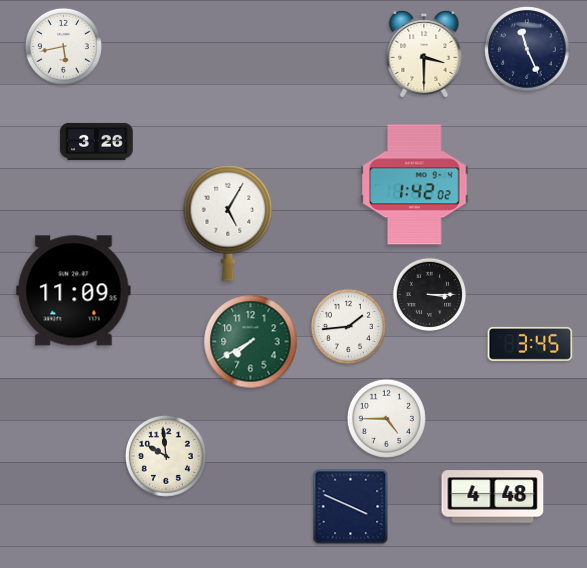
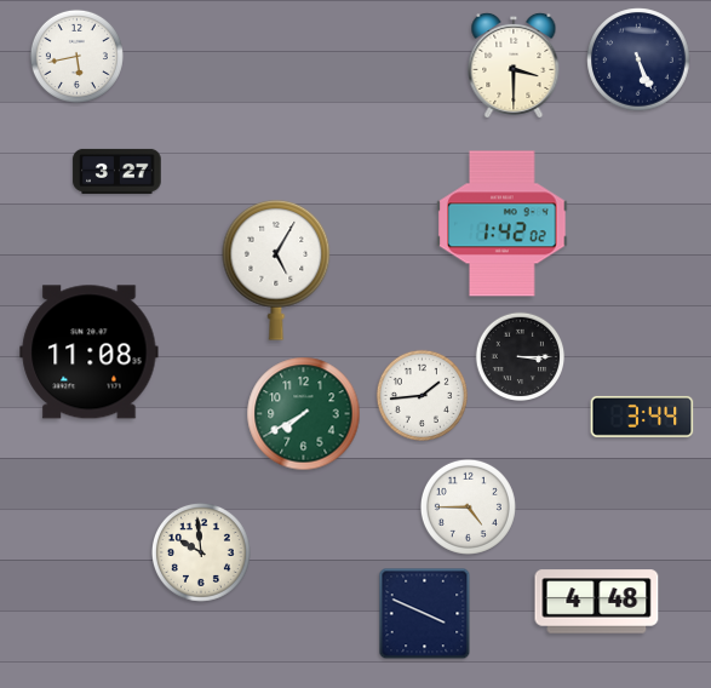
clock at (527, 49): 11:26 -> 5:26
clock at (97, 141): 3:26 -> 3:27
clock at (74, 291): 11:09 -> 11:08
clock at (530, 344): 3:45 -> 3:44
